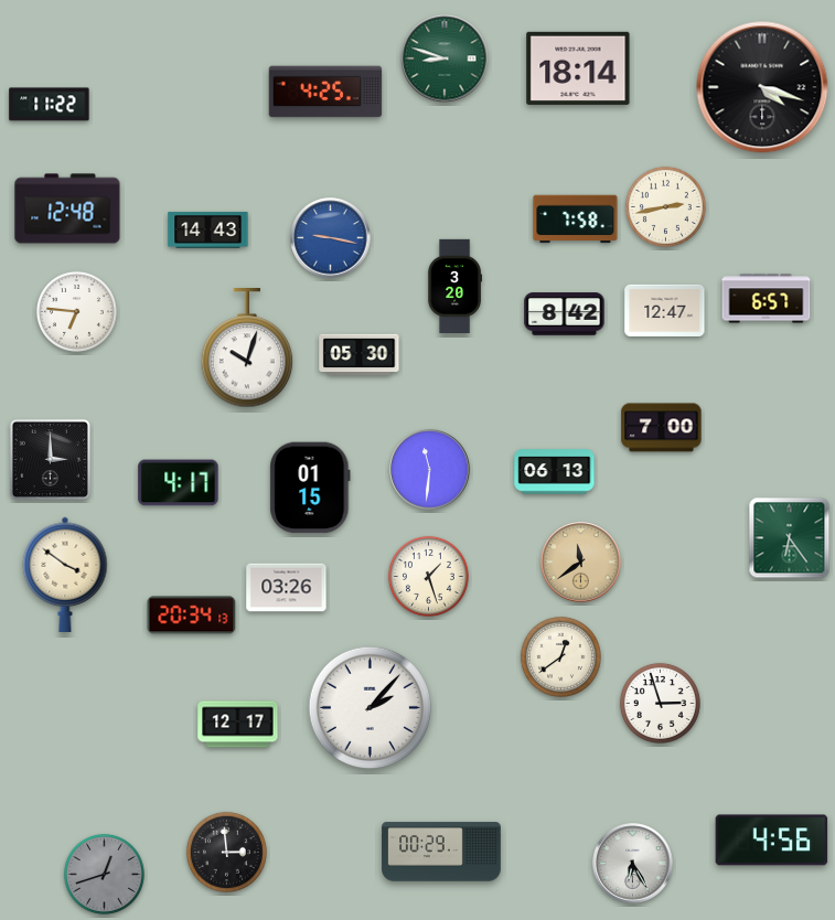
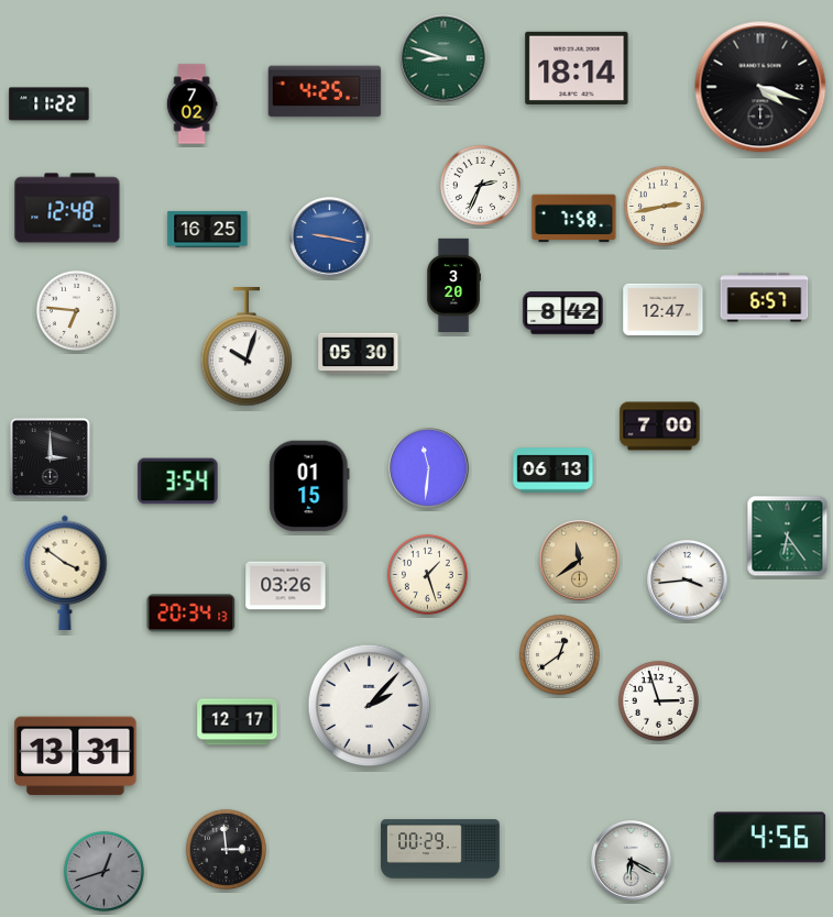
clock at (191, 104): none -> 7:02
clock at (480, 185): none -> 2:34
clock at (208, 229): 14:43 -> 16:25
clock at (179, 483): 4:17 -> 3:54
clock at (688, 581): none -> 3:44
clock at (76, 756): none -> 13:31
clock at (633, 864): 6:25 -> 6:20
